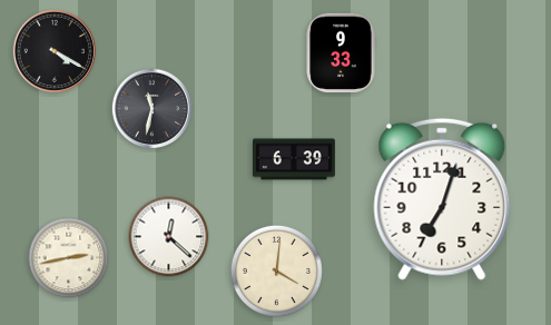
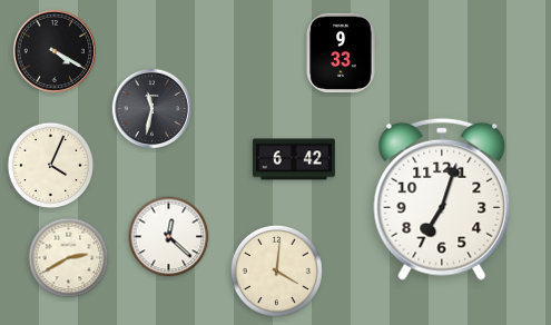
clock at (295, 159): 6:39 -> 6:42
clock at (51, 166): none -> 4:04
clock at (69, 258): 2:43 -> 2:40
